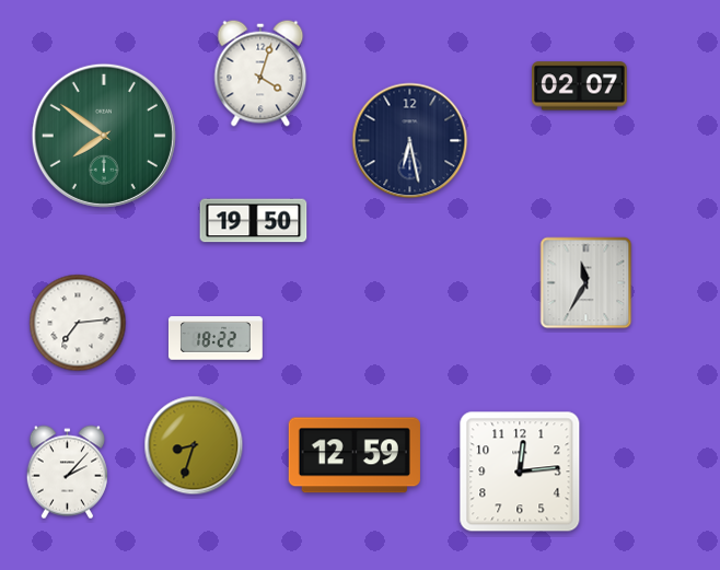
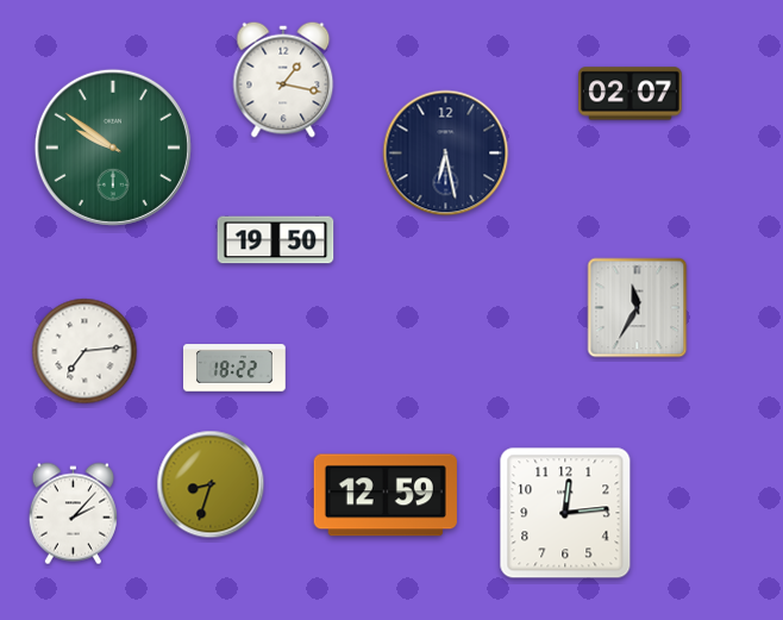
clock at (260, 73): 4:03 -> 1:17
clock at (104, 136): 7:51 -> 9:51
